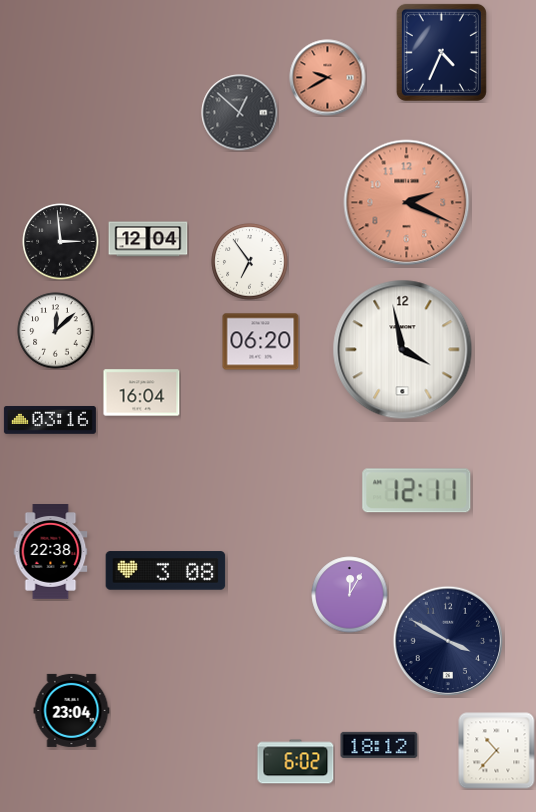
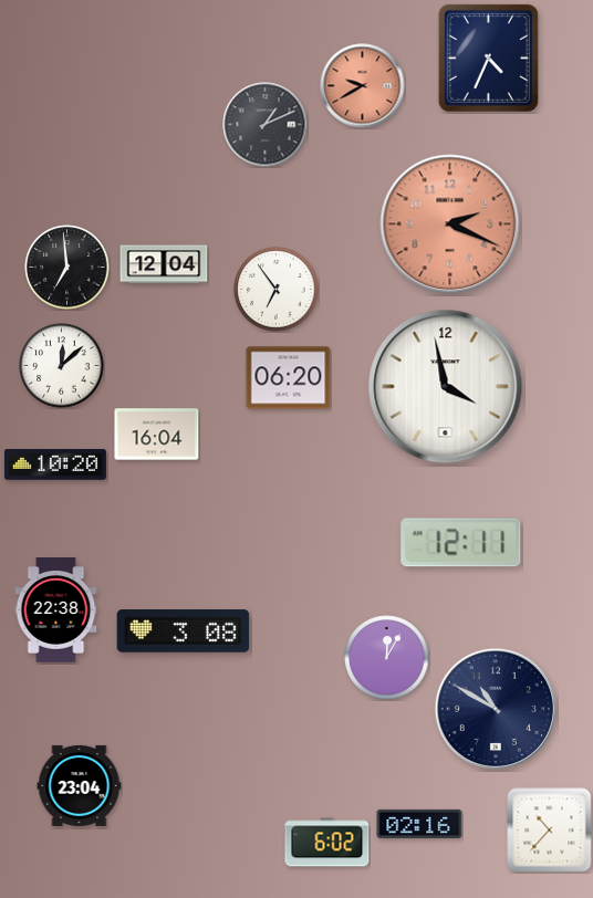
clock at (240, 113): 12:52 -> 1:11
clock at (61, 242): 2:59 -> 6:59
clock at (50, 421): 03:16 -> 10:20
clock at (447, 640): 3:50 -> 10:50
clock at (379, 745): 18:12 -> 02:16
